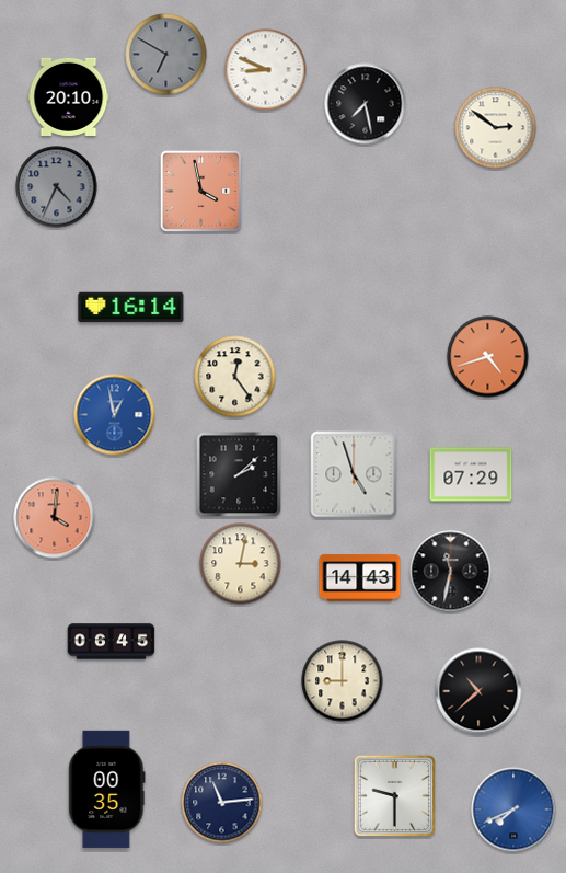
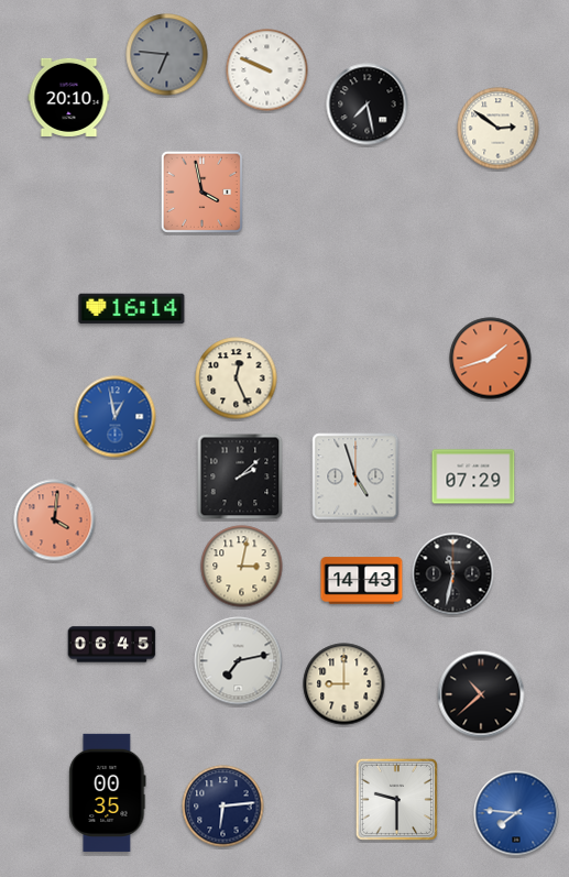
clock at (166, 55): 6:50 -> 6:46
clock at (266, 70): 8:49 -> 9:49
clock at (57, 187): 4:34 -> none
clock at (488, 357): 4:42 -> 1:42
clock at (235, 377): 12:24 -> 12:26
clock at (239, 661): none -> 7:13
clock at (222, 803): 11:14 -> 6:14
clock at (513, 809): 7:41 -> 7:46
